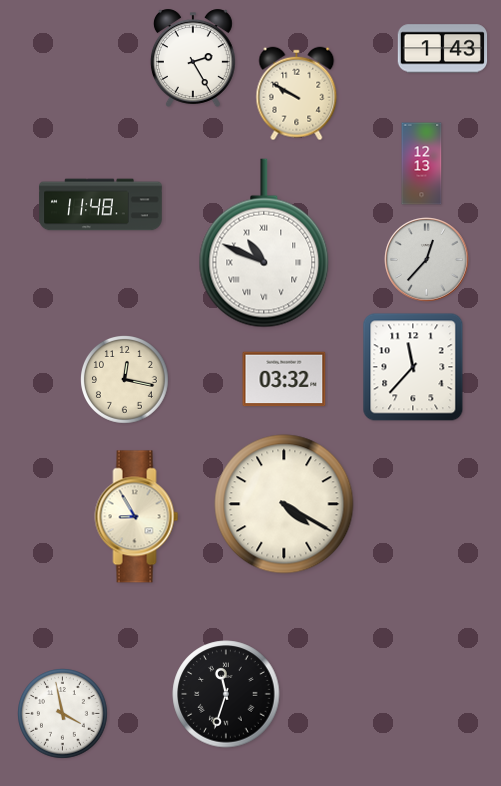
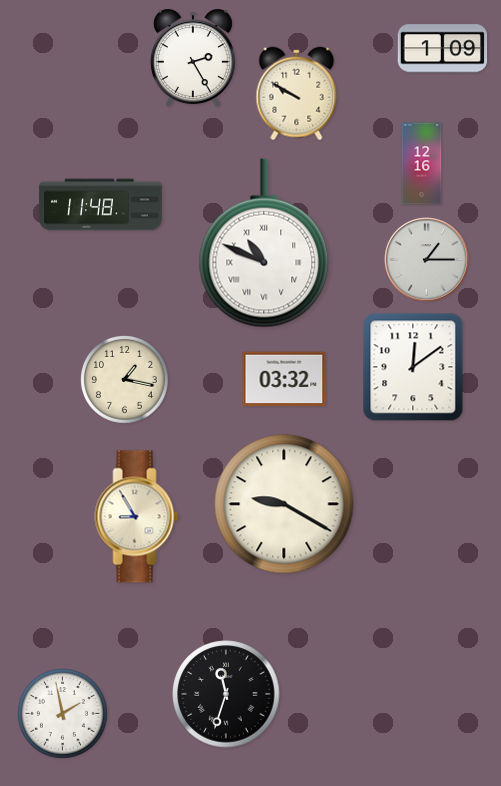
clock at (443, 49): 1:43 -> 1:09
clock at (422, 164): 12:13 -> 12:16
clock at (427, 260): 12:37 -> 1:15
clock at (413, 367): 11:37 -> 12:09
clock at (125, 380): 12:17 -> 1:17
clock at (284, 504): 4:20 -> 9:20
clock at (63, 714): 3:58 -> 1:58
